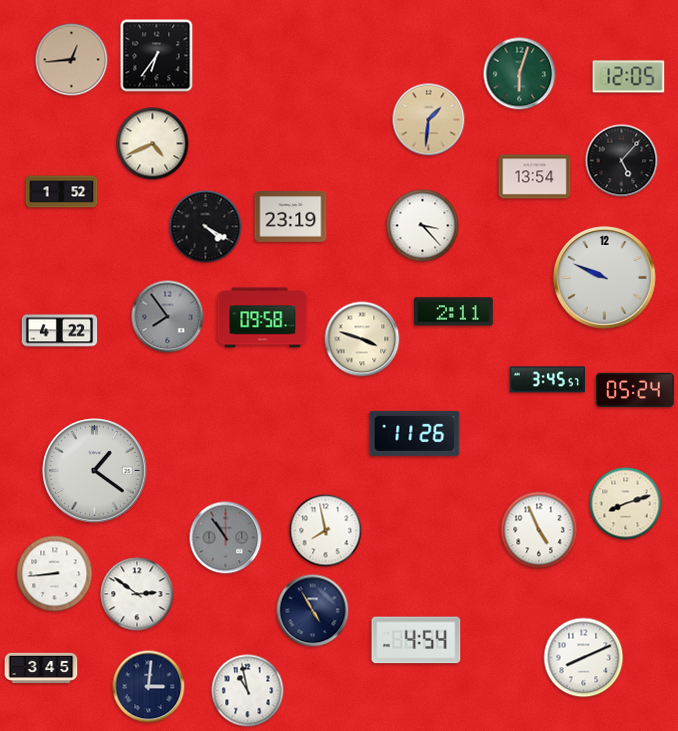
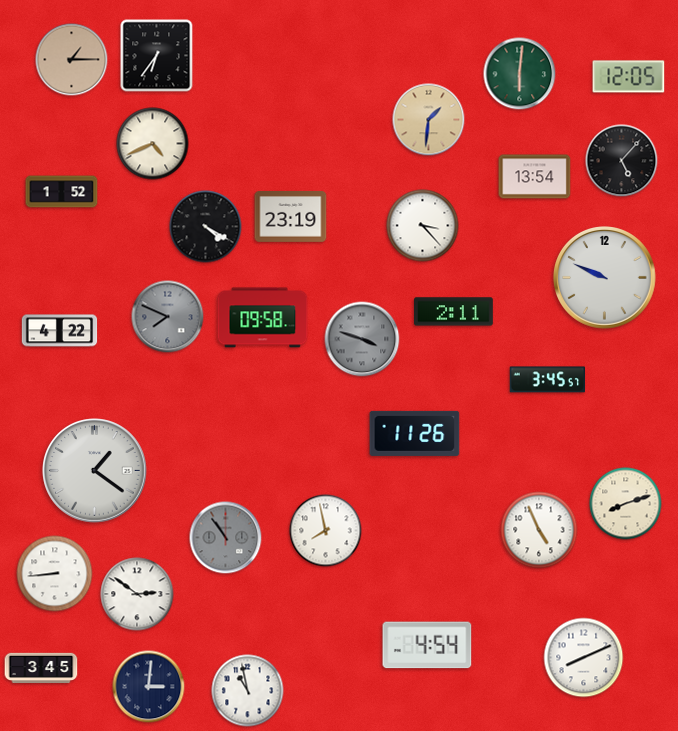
clock at (72, 60): 12:44 -> 1:15
clock at (520, 74): 6:03 -> 6:01
clock at (168, 317): 7:54 -> 7:49
clock at (362, 339) dial: cream -> grey
clock at (635, 390): 05:24 -> none
clock at (313, 611): 4:55 -> none
clock at (416, 640) position: (416, 640) -> (427, 645)
